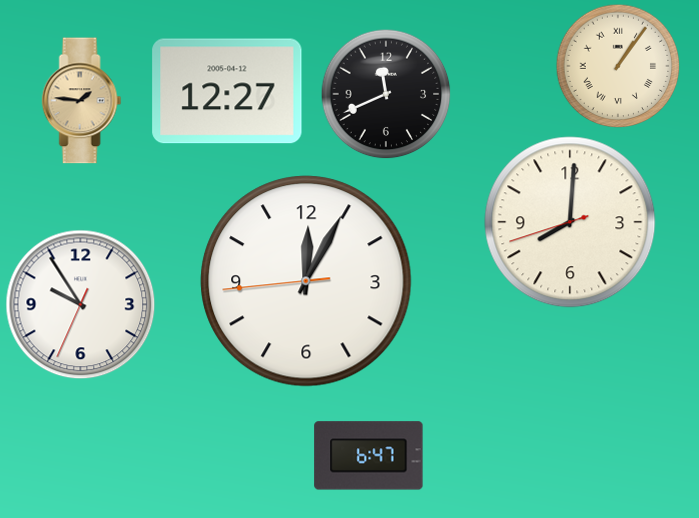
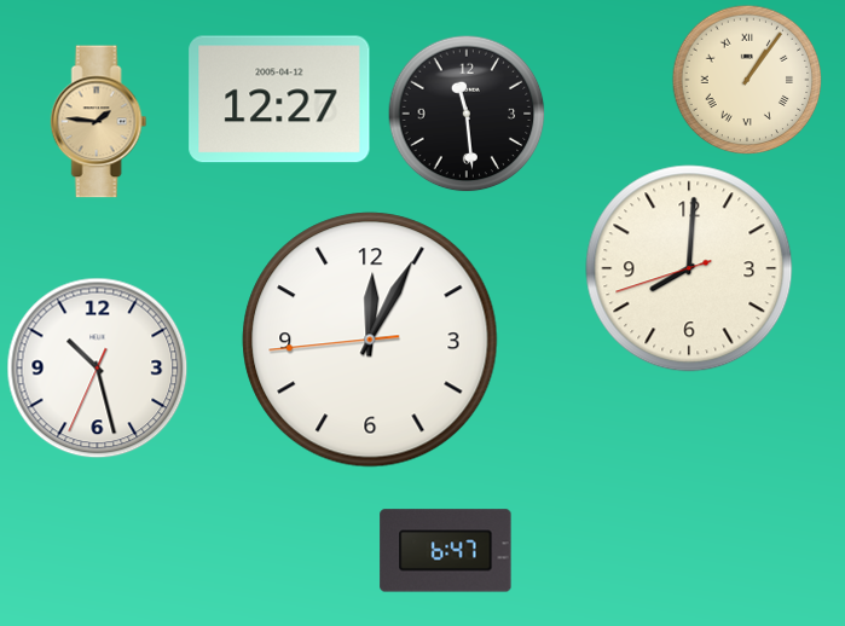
clock at (227, 91) position: (227, 91) -> (279, 99)
clock at (386, 94): 11:41 -> 11:29
clock at (81, 305): 9:54 -> 10:27
